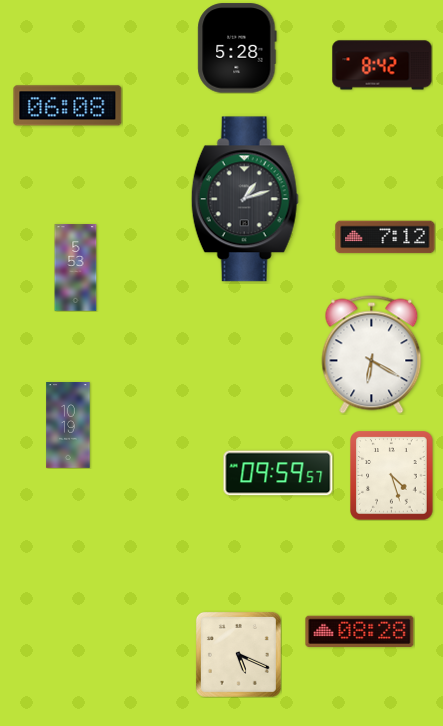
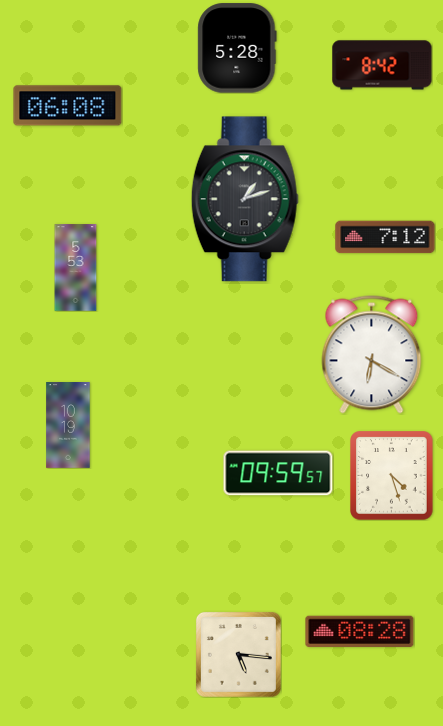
clock at (238, 654): 5:19 -> 5:16
